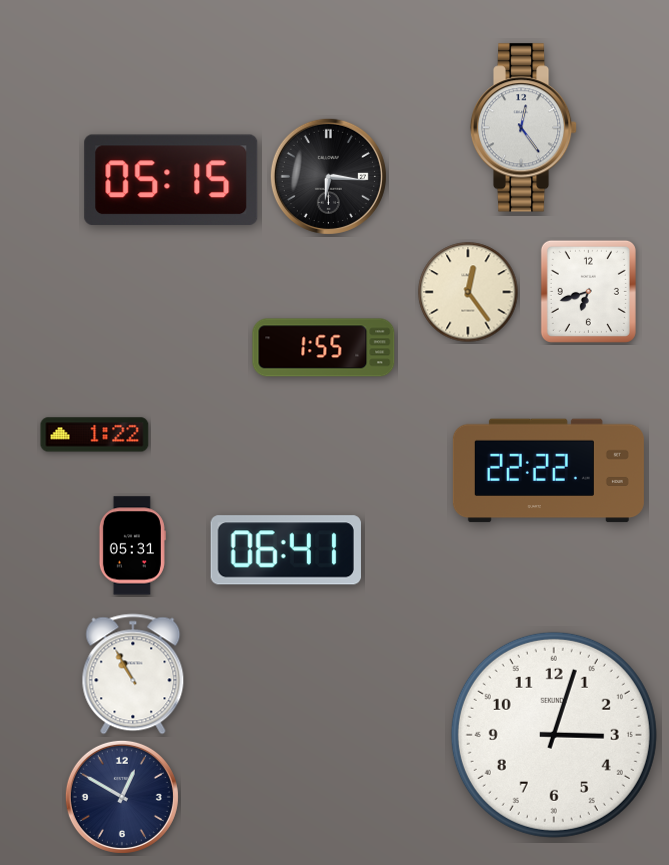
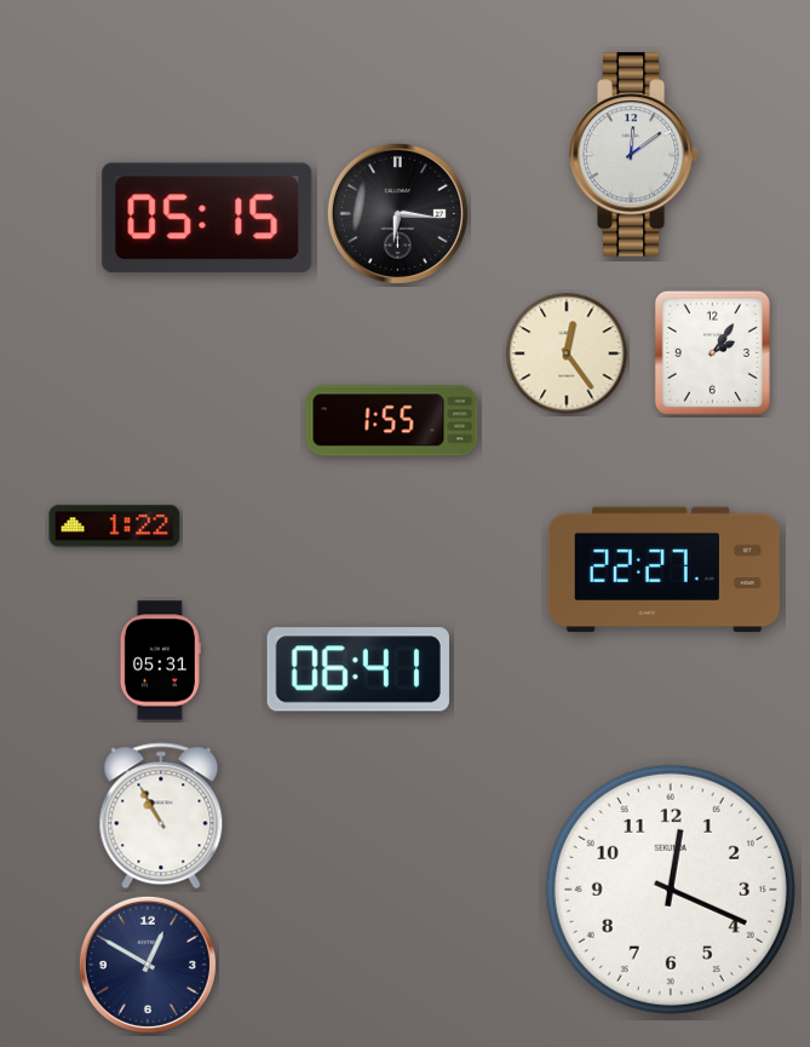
clock at (524, 128): 12:24 -> 12:09
clock at (588, 291): 6:42 -> 2:06
clock at (548, 471): 22:22 -> 22:27
clock at (286, 550) position: (286, 550) -> (358, 669)
clock at (554, 735): 3:03 -> 12:19
